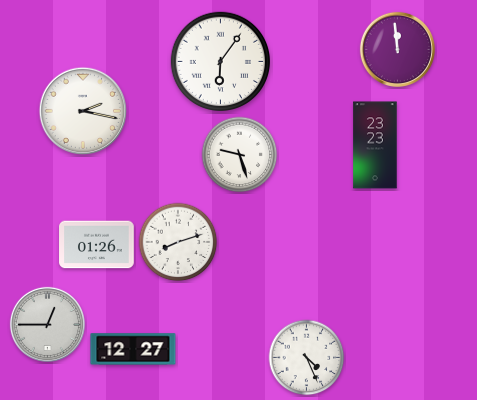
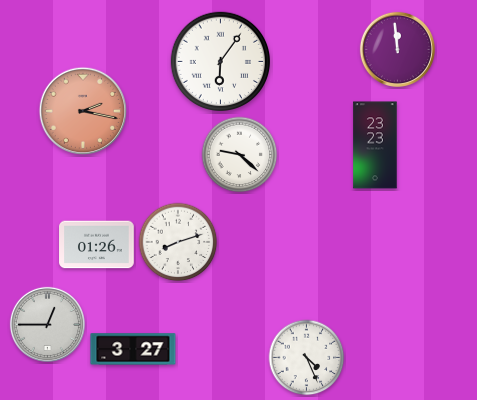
clock at (83, 111) dial: white -> salmon
clock at (240, 155): 9:27 -> 9:22
clock at (133, 349): 12:27 -> 3:27
